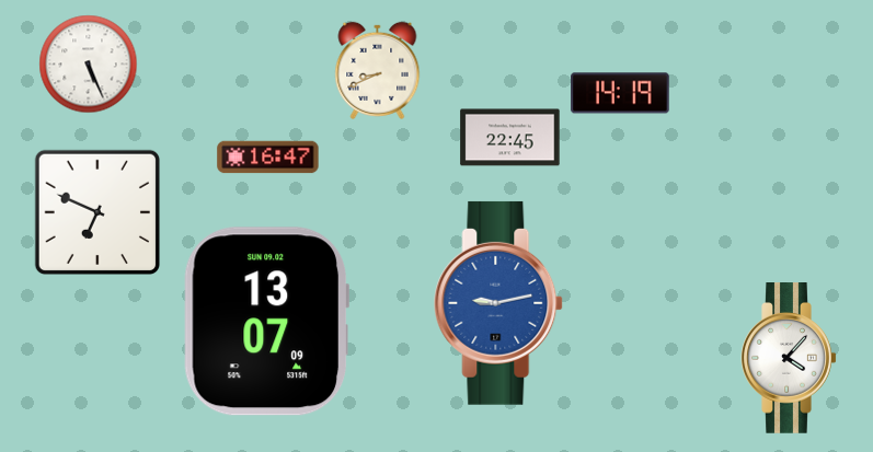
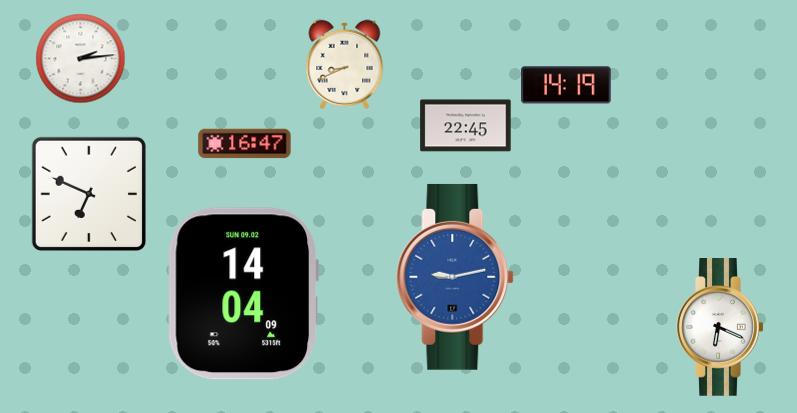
clock at (89, 65): 5:26 -> 2:14
clock at (266, 322): 13:07 -> 14:04
clock at (789, 359): 4:07 -> 6:19
